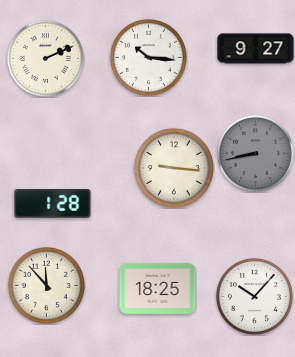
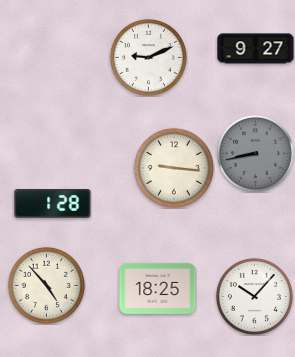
clock at (148, 57): 10:16 -> 9:11
clock at (45, 58): 2:11 -> none
clock at (46, 285): 11:53 -> 4:53
